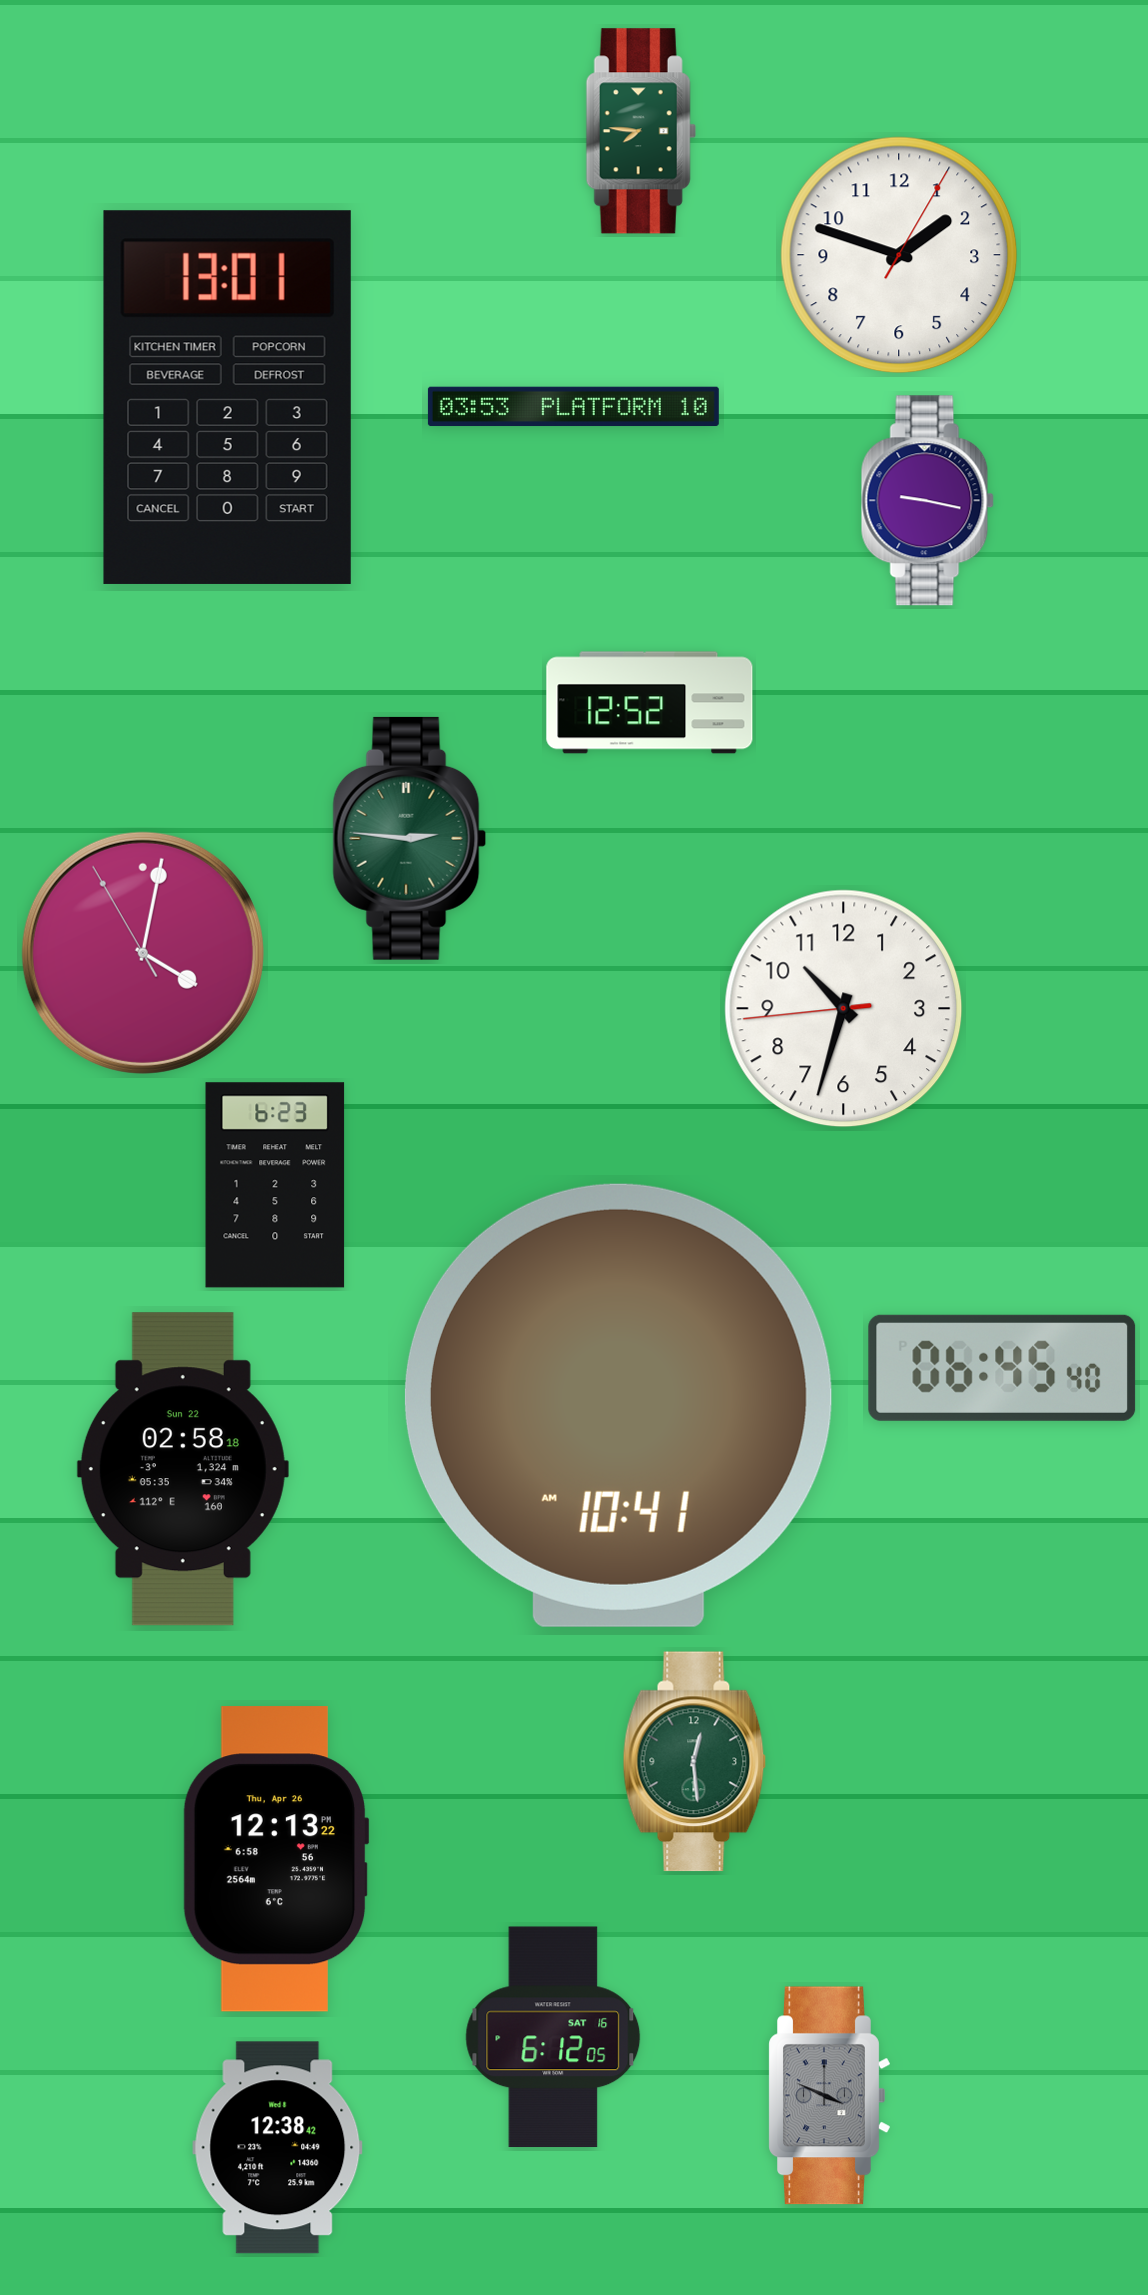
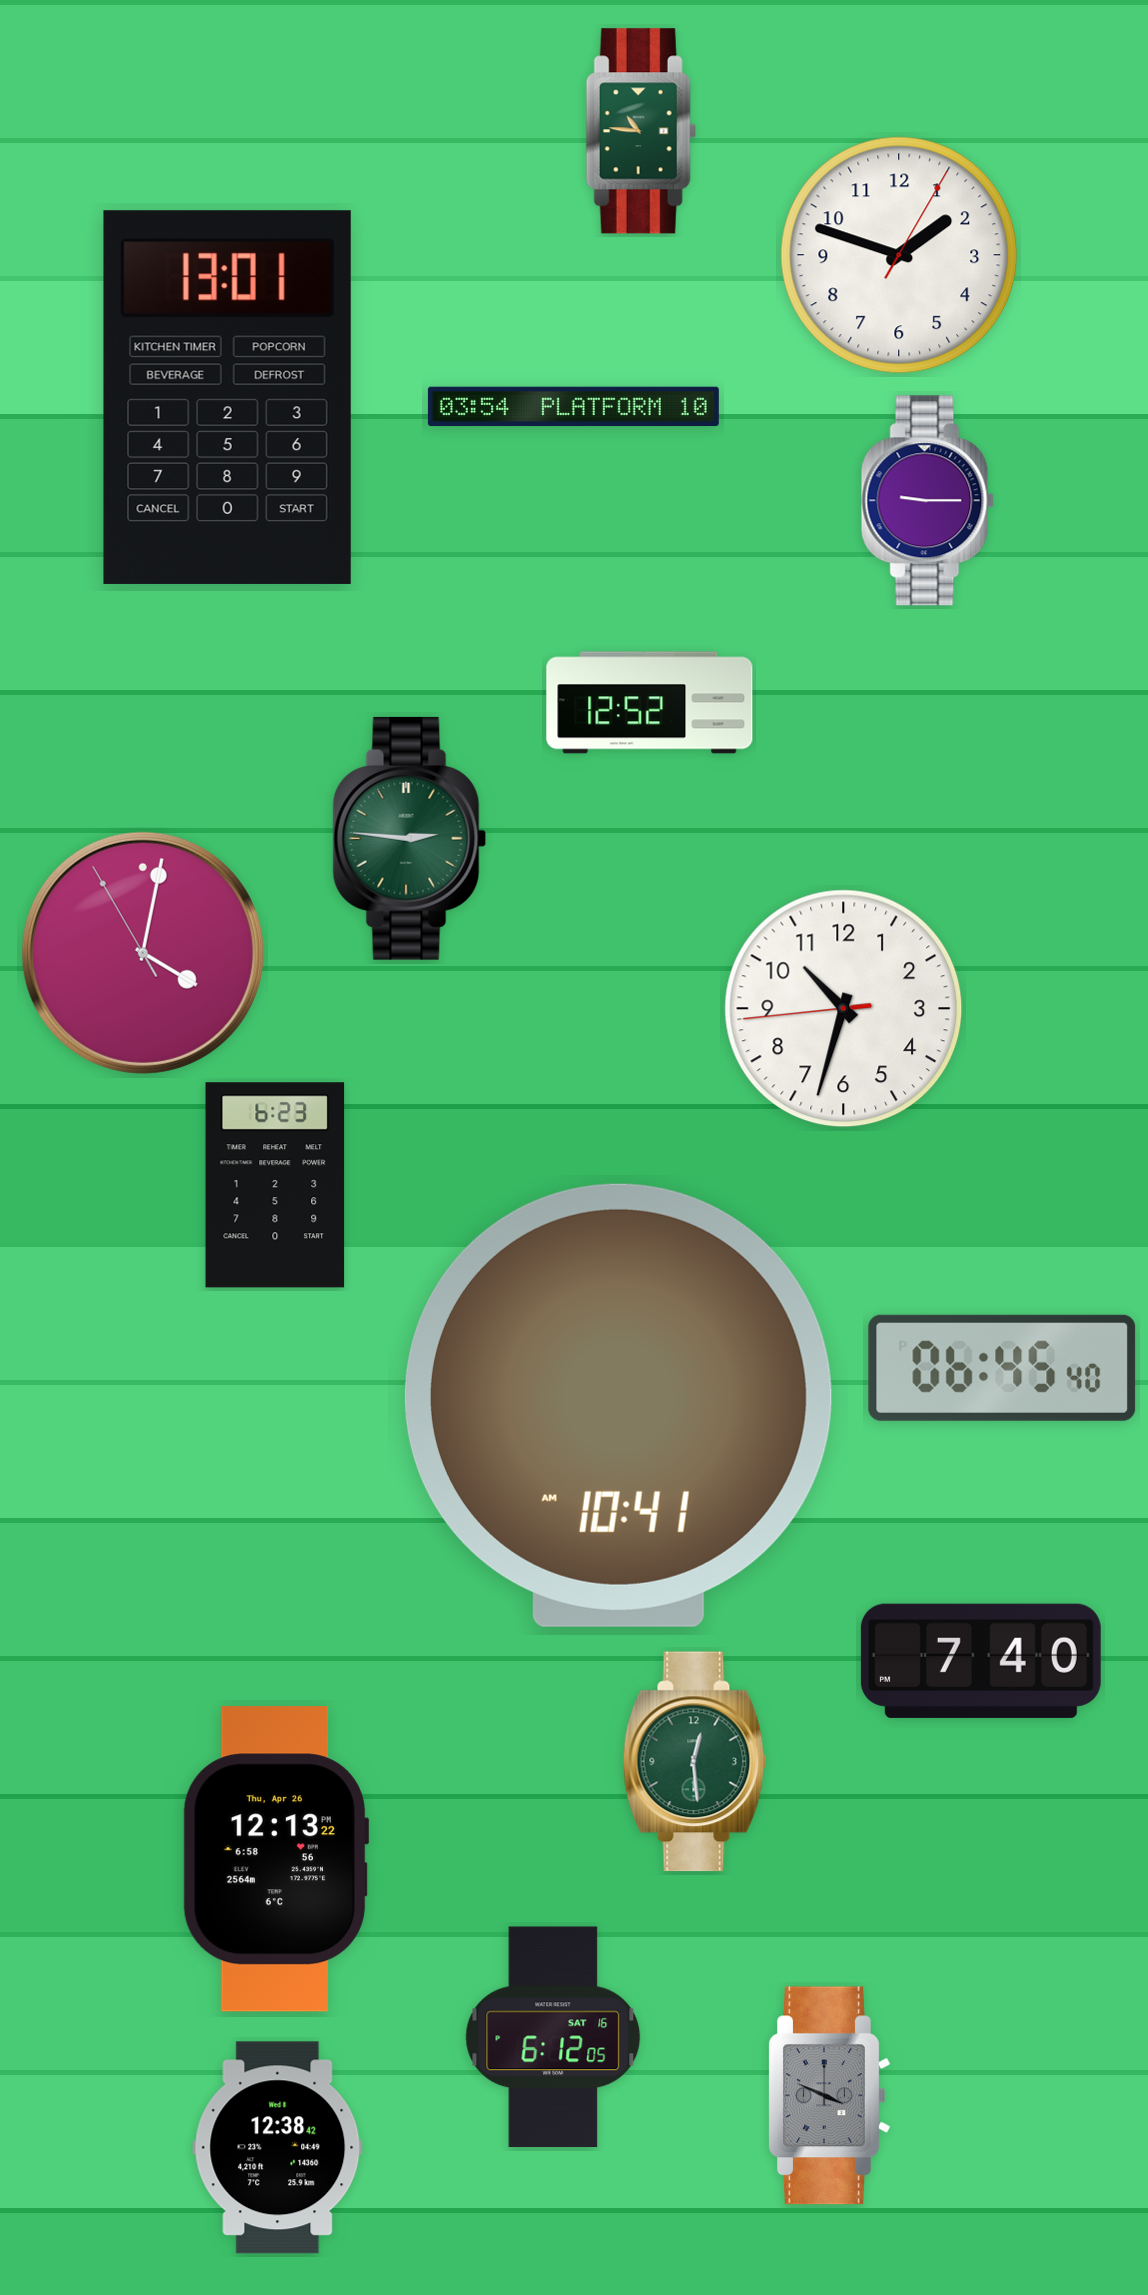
clock at (641, 131): 7:46 -> 10:46
clock at (573, 407): 03:53 -> 03:54
clock at (927, 501): 9:17 -> 9:15
clock at (183, 1469): 02:58 -> none
clock at (981, 1661): none -> 7:40
